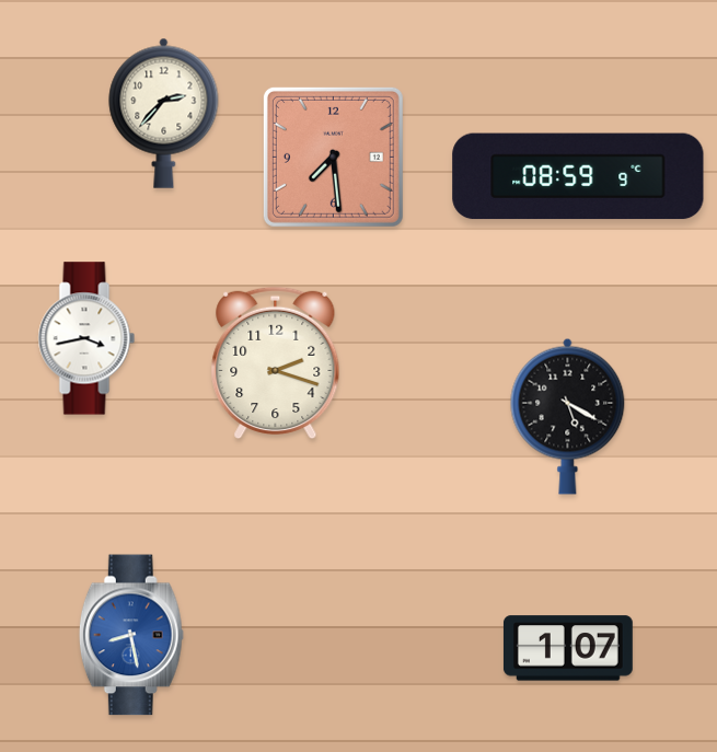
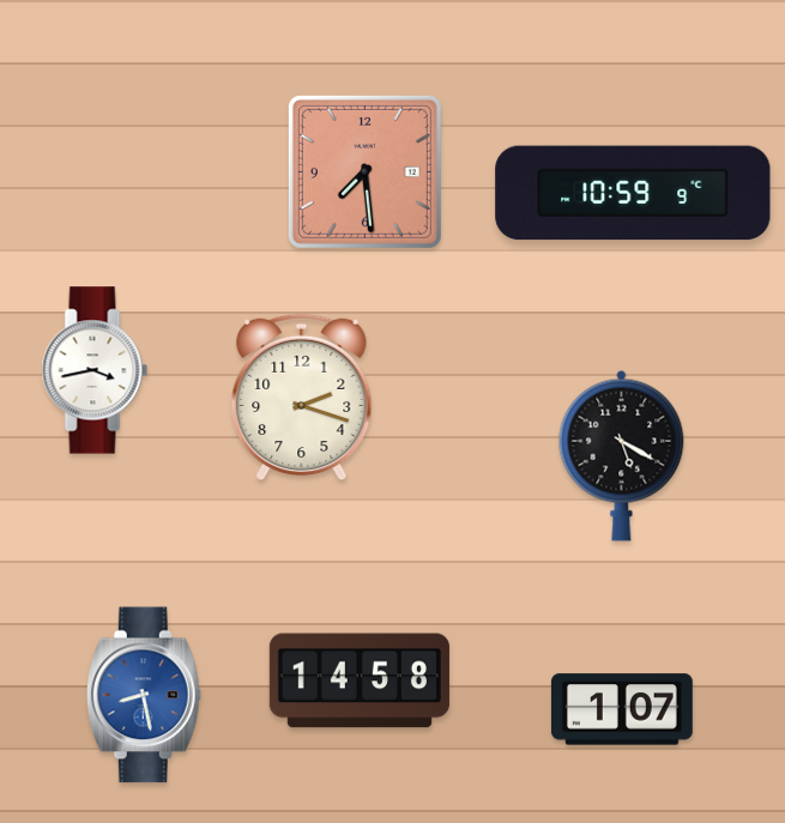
clock at (164, 113): 2:37 -> none
clock at (578, 176): 08:59 -> 10:59
clock at (360, 680): none -> 14:58
